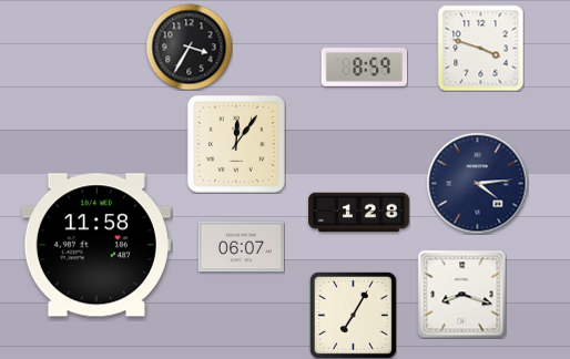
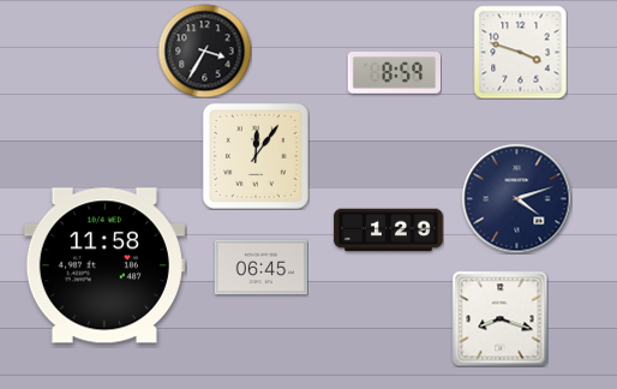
clock at (477, 183): 4:14 -> 4:12
clock at (359, 213): 1:28 -> 1:29
clock at (241, 247): 06:07 -> 06:45
clock at (353, 315): 7:05 -> none
